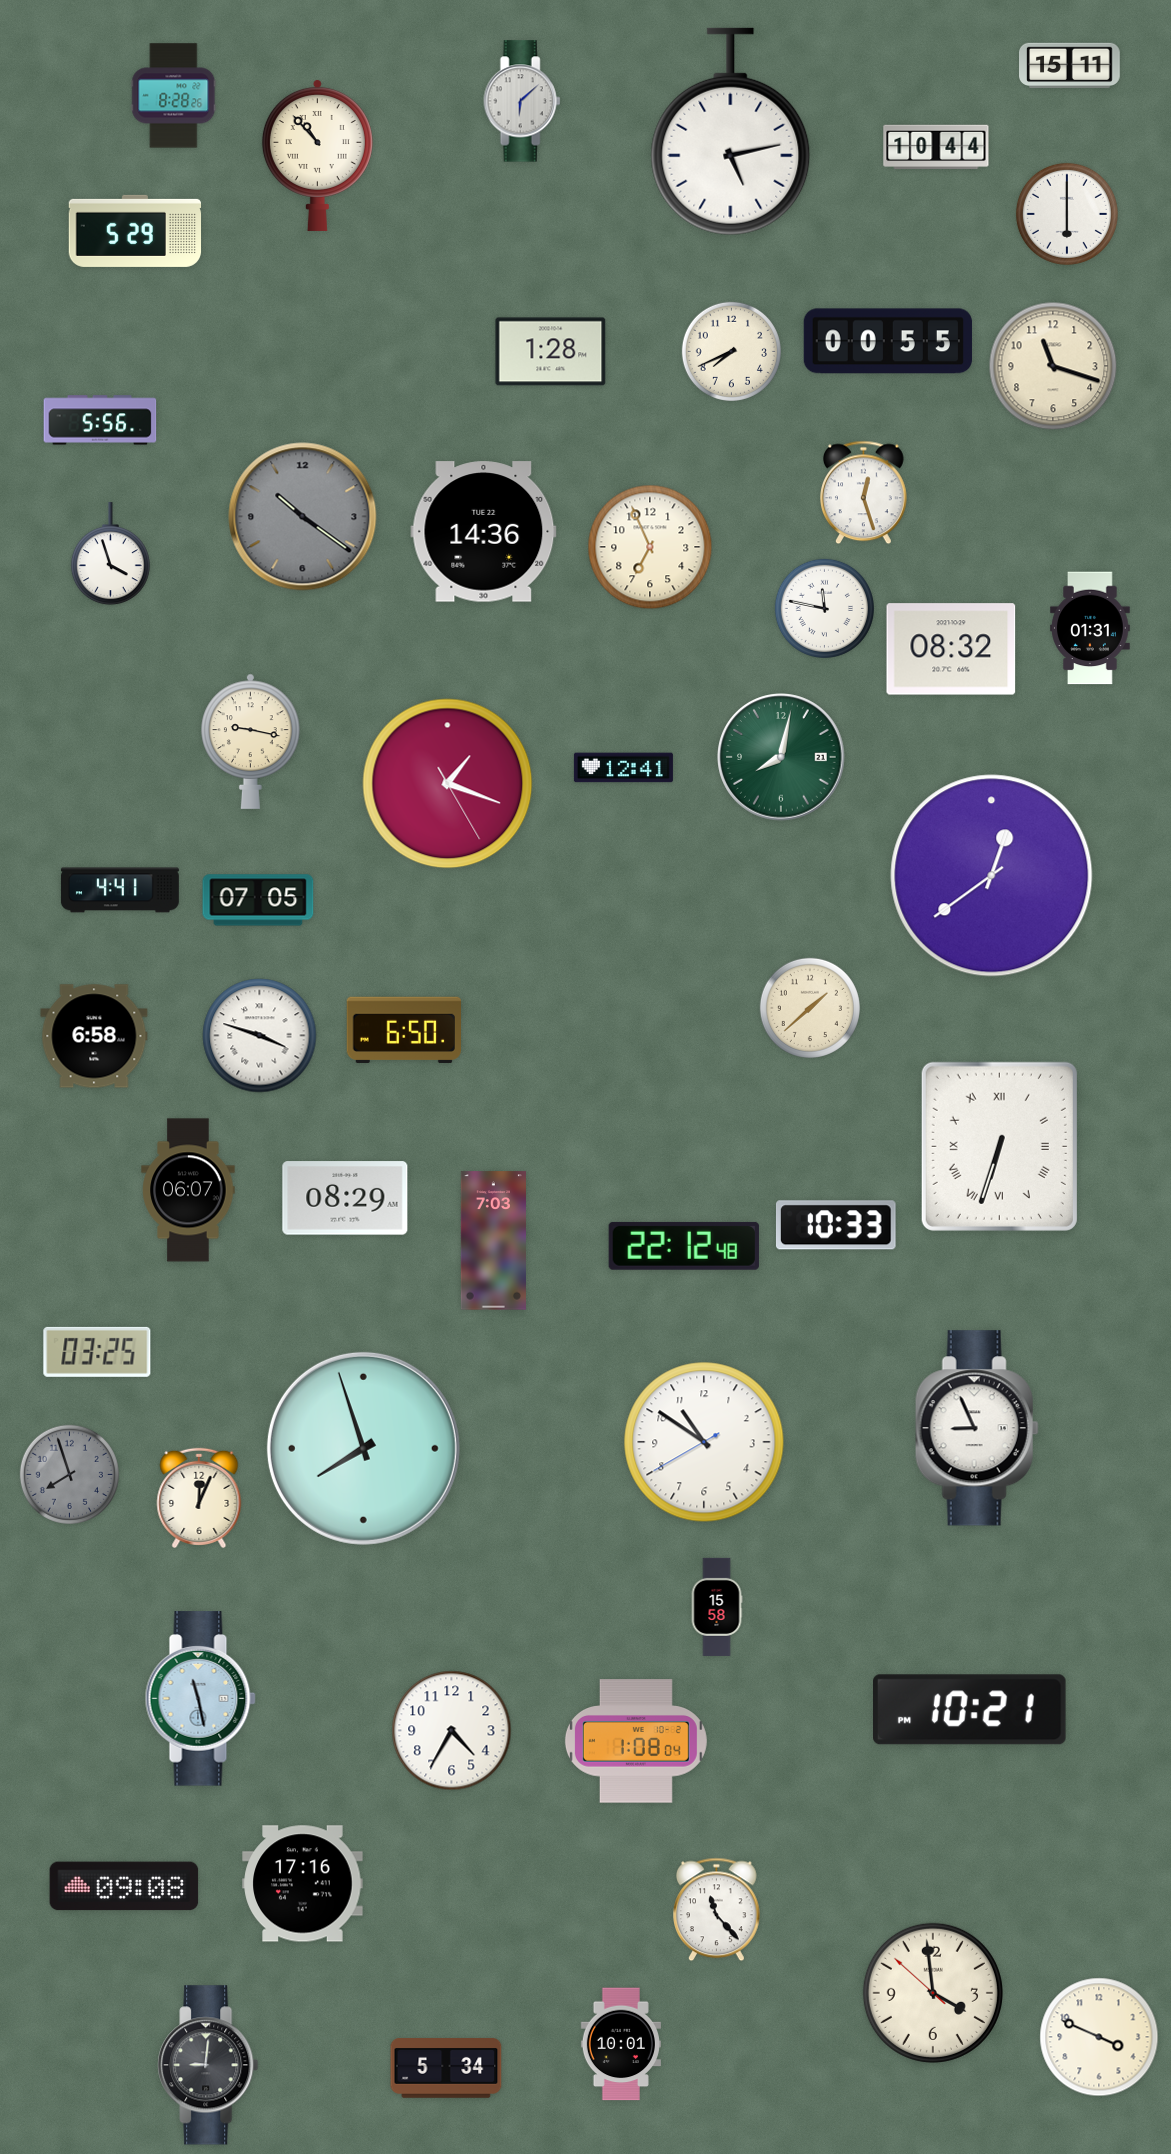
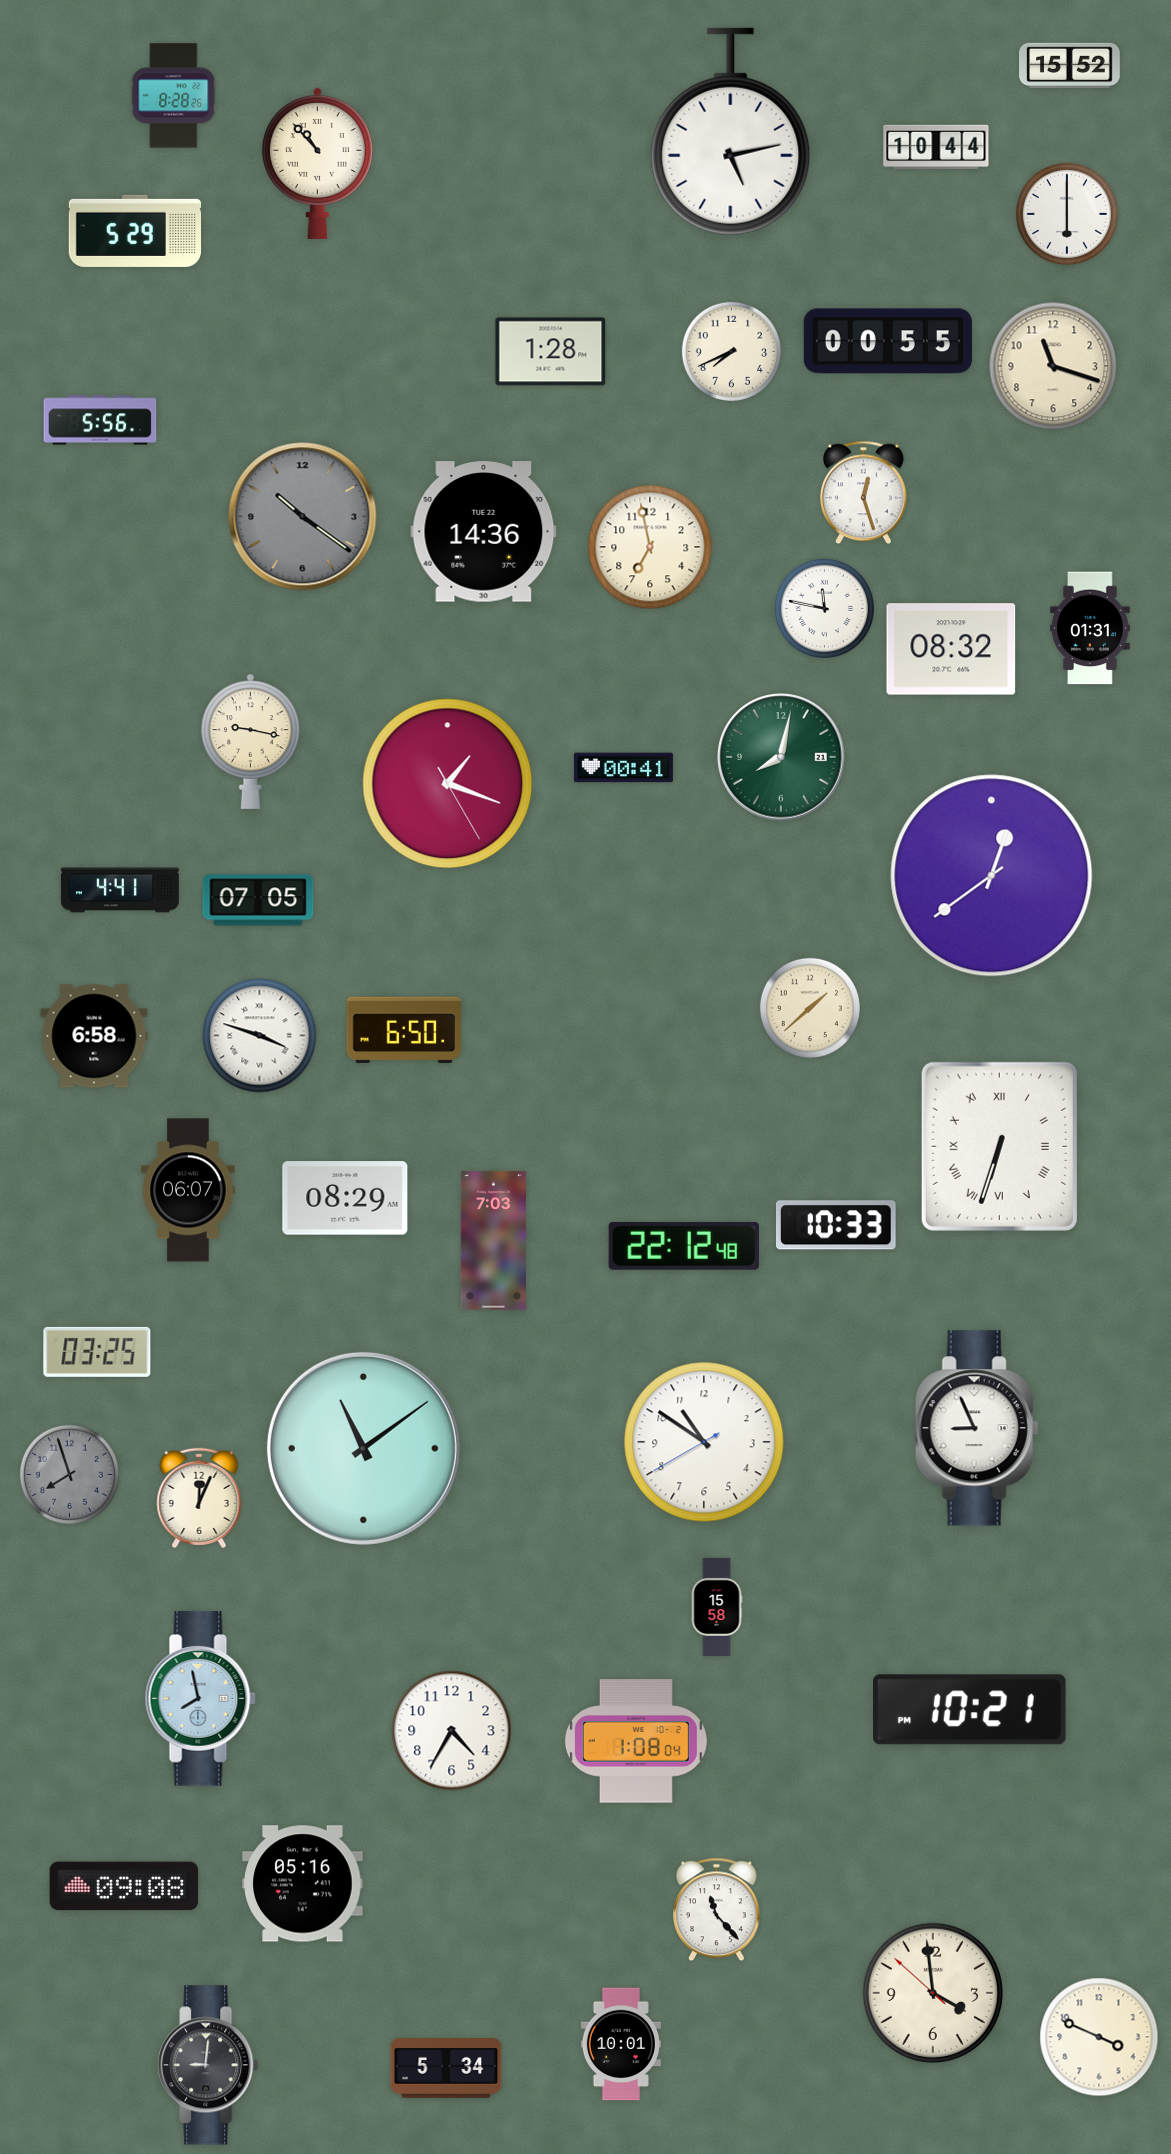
clock at (1070, 66): 15:11 -> 15:52
clock at (522, 101): 6:08 -> none
clock at (317, 155) position: (317, 155) -> (317, 163)
clock at (650, 547): 6:56 -> 6:58
clock at (110, 554): 3:57 -> none
clock at (623, 768): 12:41 -> 00:41
clock at (363, 1448): 7:57 -> 11:09
clock at (200, 1699): 11:28 -> 7:58
clock at (303, 1884): 17:16 -> 05:16
